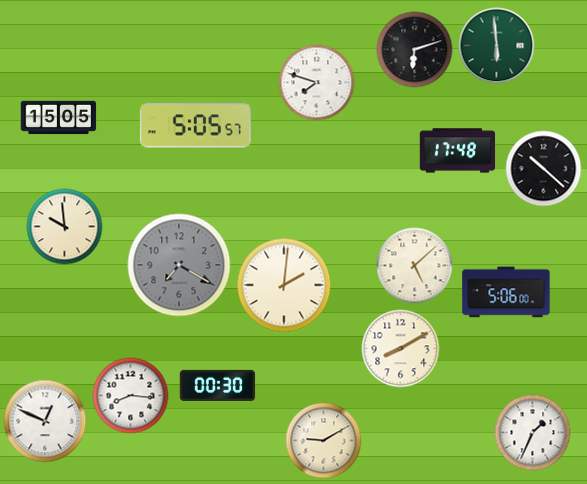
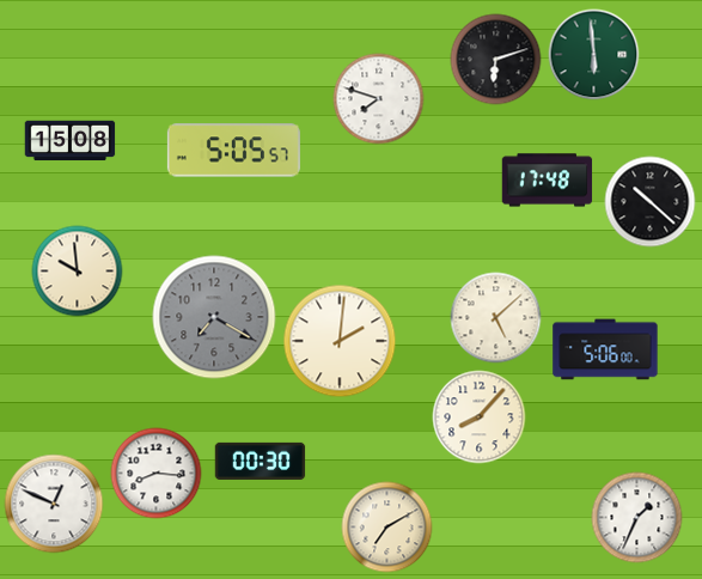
clock at (59, 118): 15:05 -> 15:08
clock at (401, 349): 8:10 -> 8:07
clock at (324, 441): 9:10 -> 7:10
